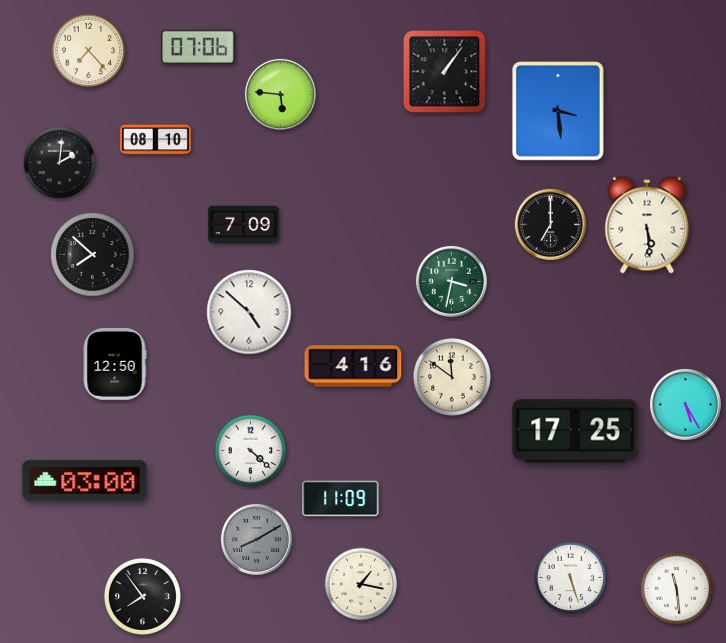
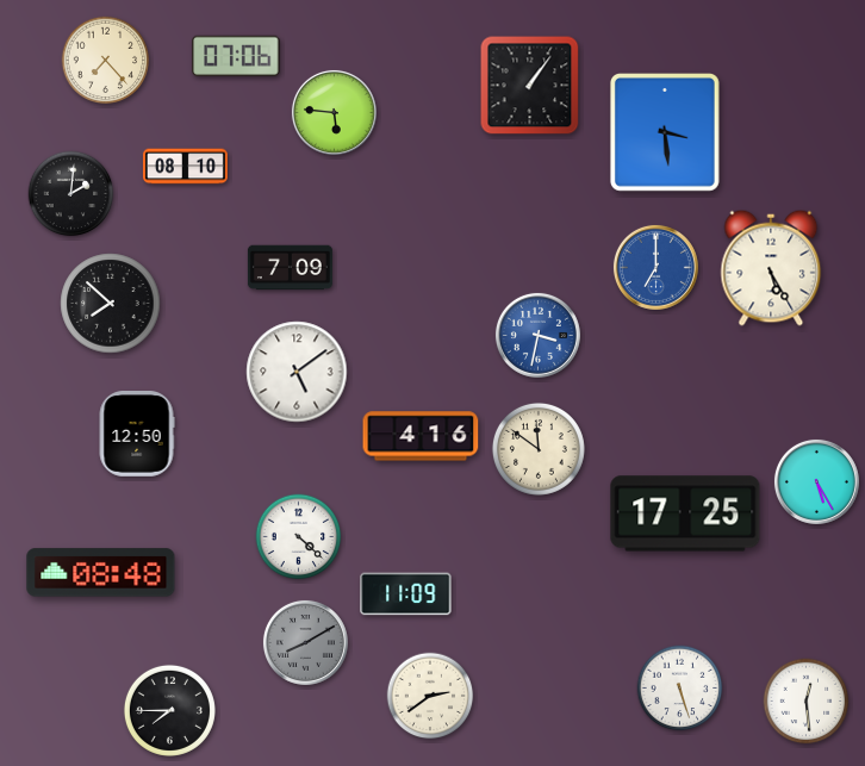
clock at (550, 224) dial: black -> blue
clock at (647, 225): 5:29 -> 5:25
clock at (451, 281) dial: green -> blue
clock at (249, 312): 4:52 -> 5:09
clock at (85, 481): 03:00 -> 08:48
clock at (361, 584): 1:17 -> 2:39
clock at (677, 589): 11:29 -> 12:29
clock at (142, 596): 7:54 -> 7:45
